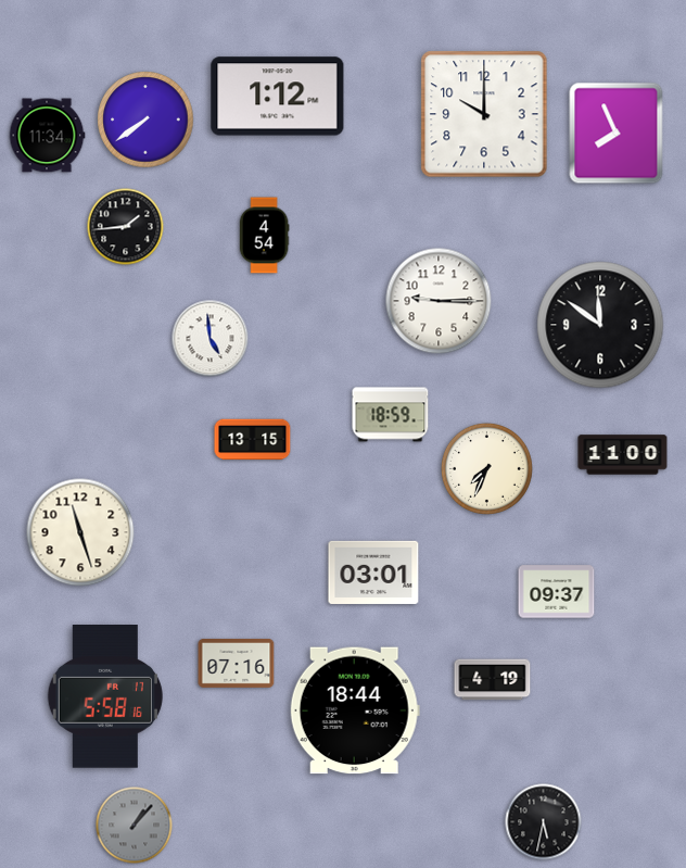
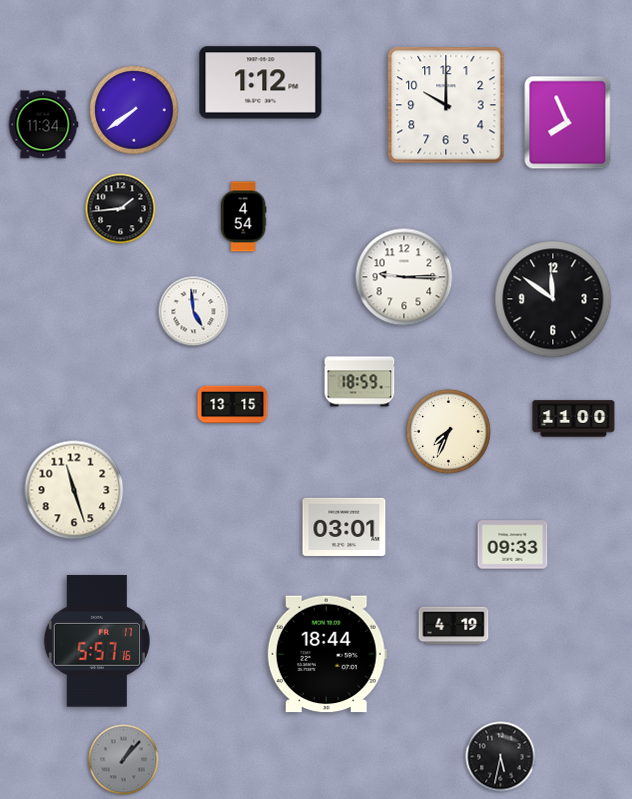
clock at (278, 97) position: (278, 97) -> (261, 83)
clock at (126, 227) position: (126, 227) -> (121, 209)
clock at (557, 592): 09:37 -> 09:33
clock at (237, 663): 07:16 -> none
clock at (105, 697): 5:58 -> 5:57
